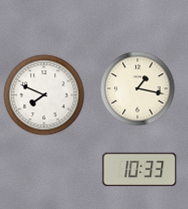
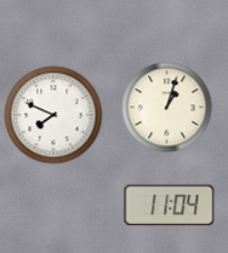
clock at (138, 89): 1:17 -> 1:03
clock at (140, 170): 10:33 -> 11:04
